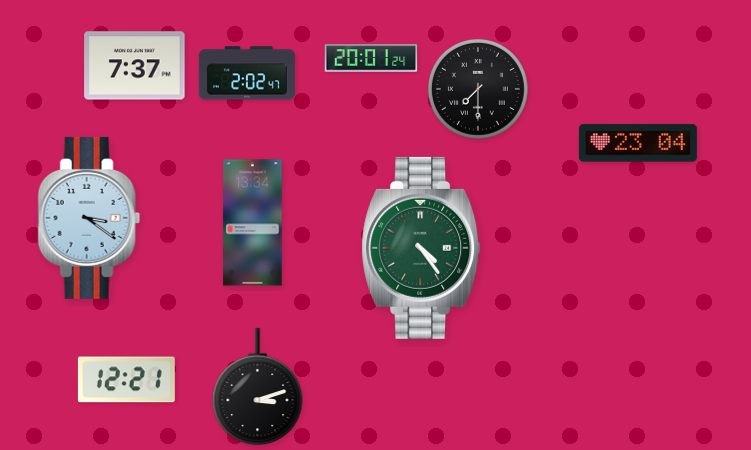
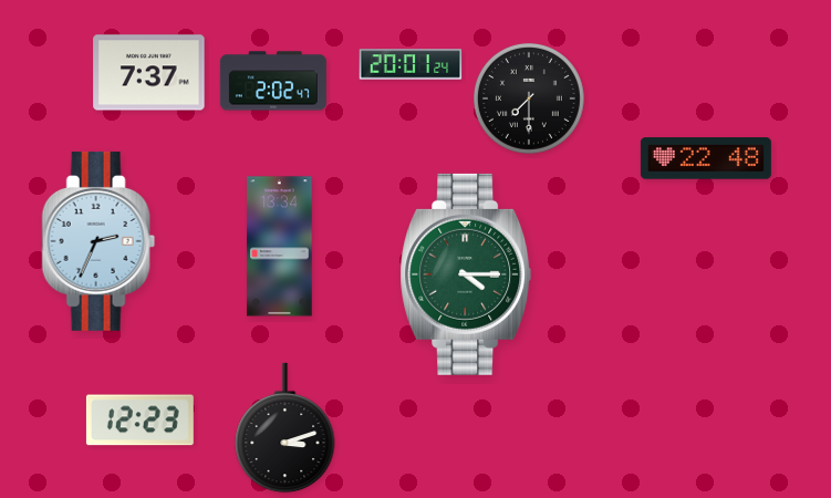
clock at (638, 143): 23:04 -> 22:48
clock at (89, 218): 3:21 -> 2:34
clock at (421, 248): 4:24 -> 4:15
clock at (126, 380): 12:21 -> 12:23
